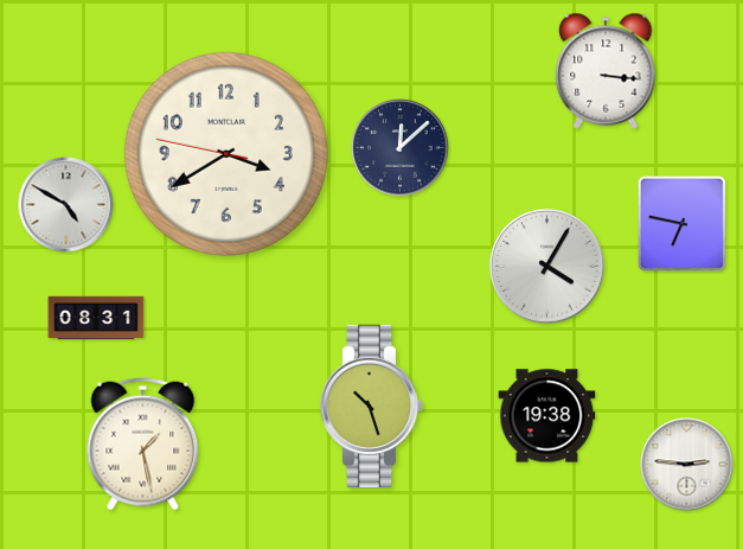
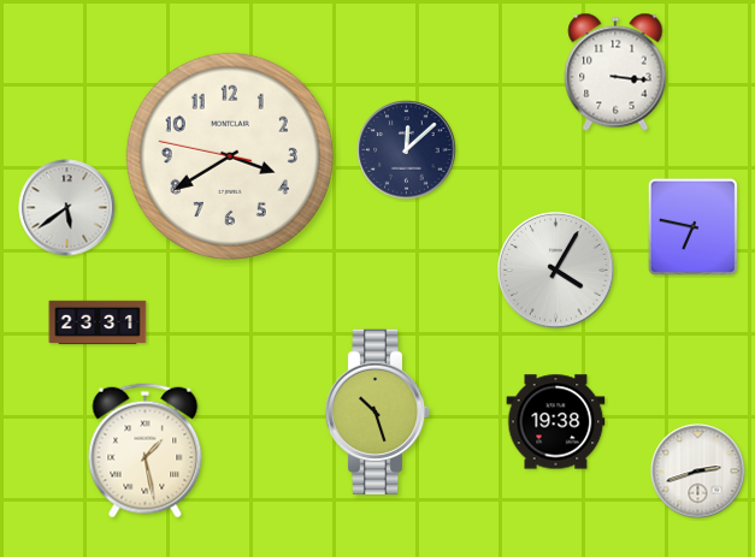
clock at (66, 205): 4:50 -> 5:39
clock at (96, 318): 08:31 -> 23:31
clock at (687, 465): 2:46 -> 2:42
